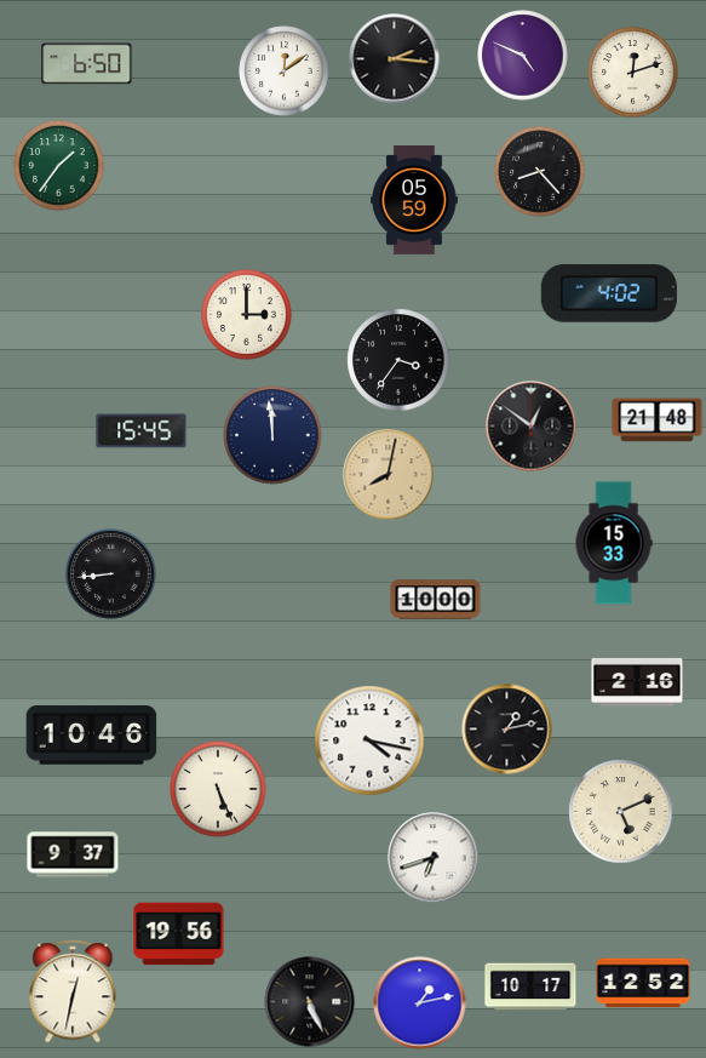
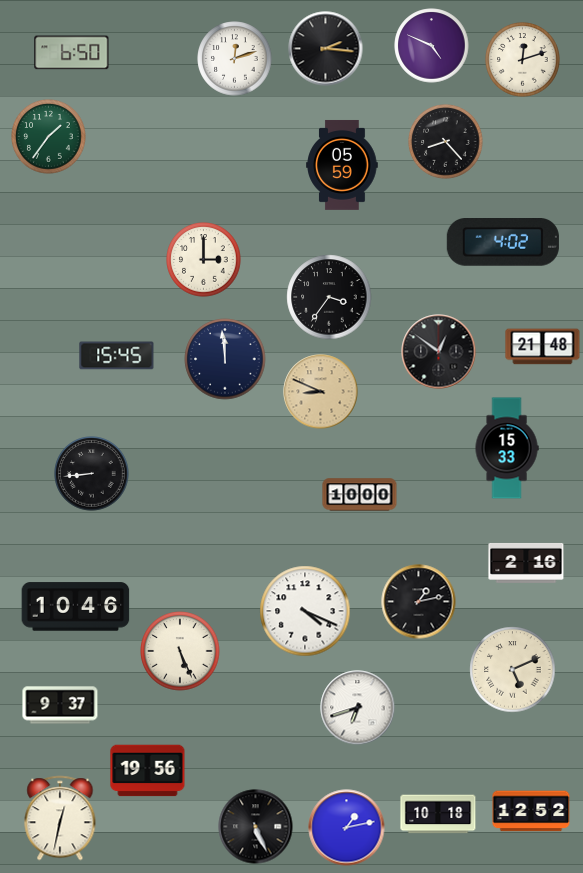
clock at (285, 72): 12:09 -> 12:12
clock at (389, 475): 8:02 -> 8:49
clock at (369, 740): 4:17 -> 4:19
clock at (530, 986): 10:17 -> 10:18
